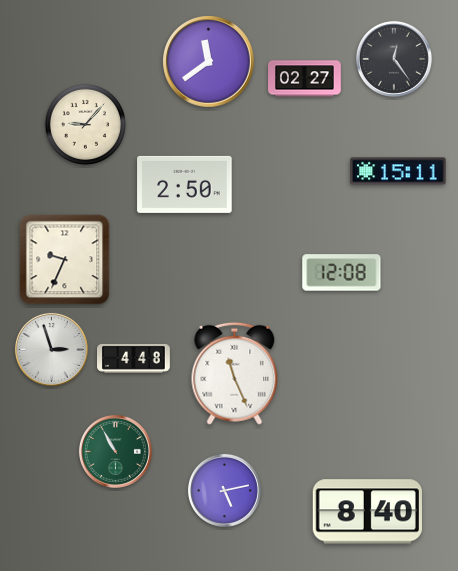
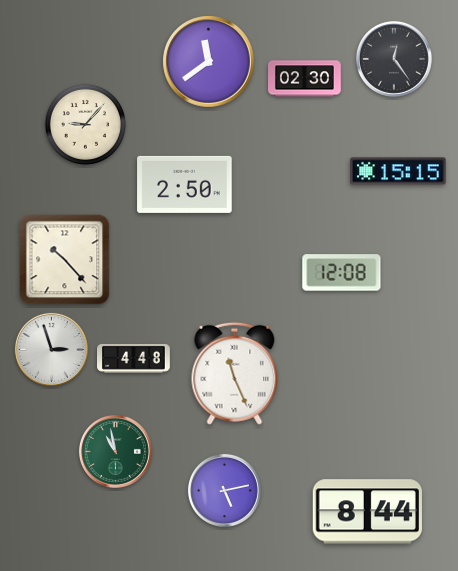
clock at (305, 79): 02:27 -> 02:30
clock at (398, 171): 15:11 -> 15:15
clock at (65, 260): 9:34 -> 10:23
clock at (115, 451): 10:55 -> 10:58
clock at (367, 512): 8:40 -> 8:44
